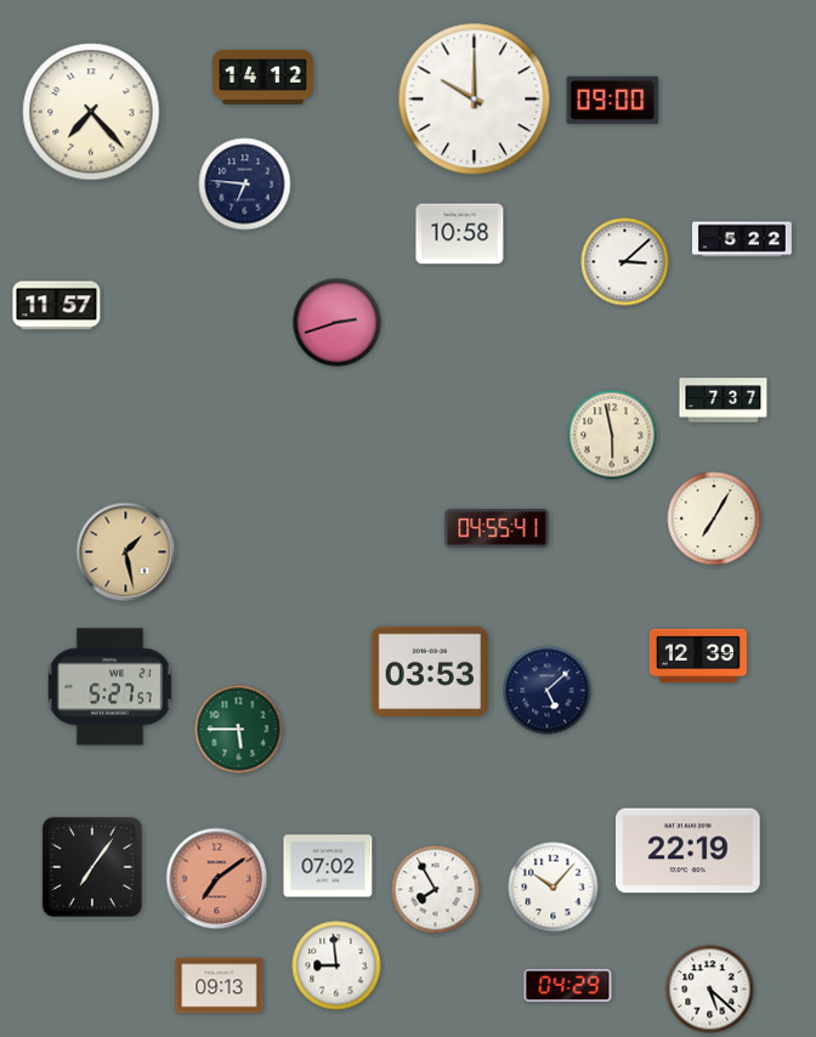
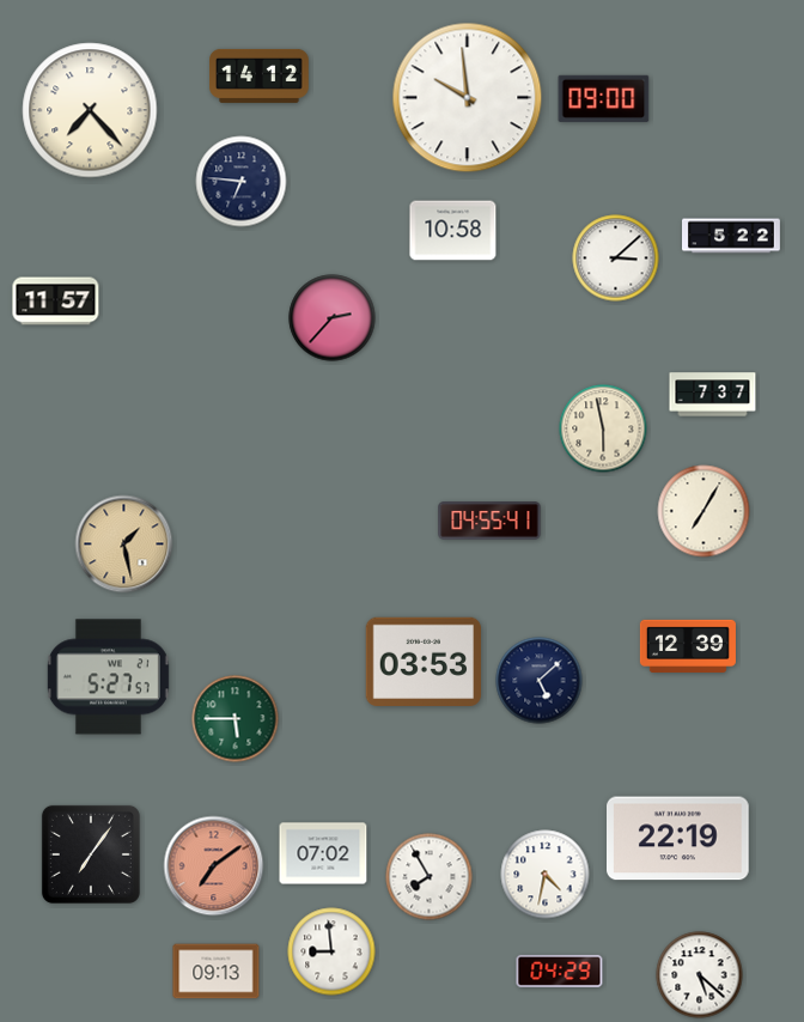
clock at (475, 100): 10:00 -> 9:59
clock at (338, 323): 2:42 -> 2:37
clock at (554, 888): 10:07 -> 4:32
